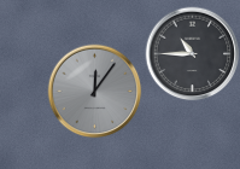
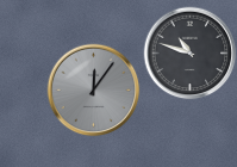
clock at (192, 53): 10:45 -> 10:48
